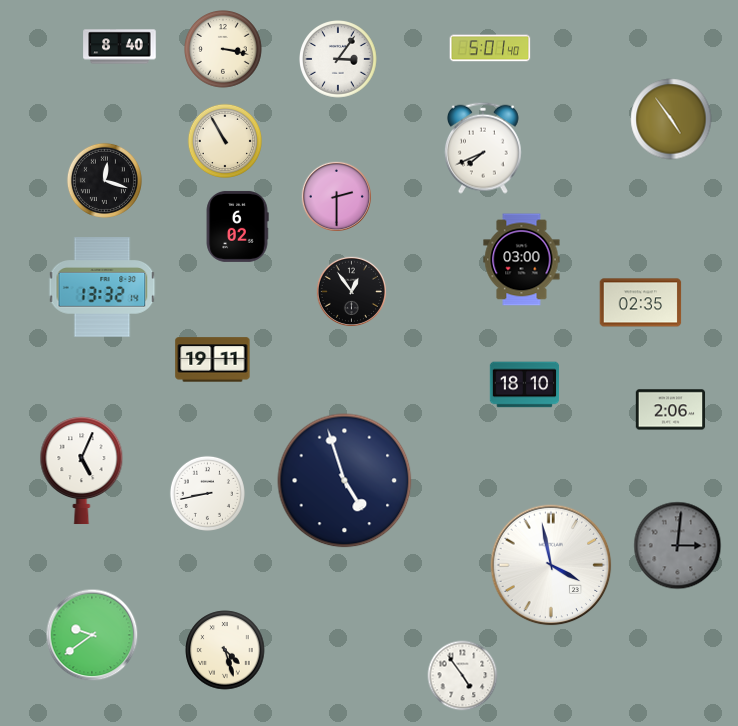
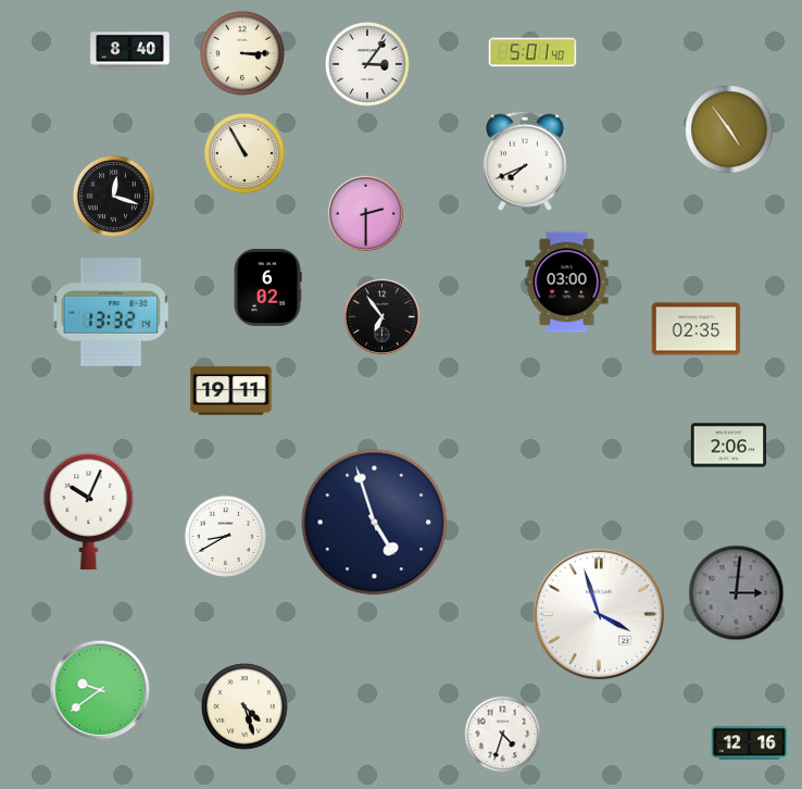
clock at (224, 50): 3:17 -> 3:15
clock at (237, 226) position: (237, 226) -> (267, 287)
clock at (351, 291): 12:54 -> 6:54
clock at (525, 385): 18:10 -> none
clock at (82, 471): 5:04 -> 10:04
clock at (207, 493): 8:43 -> 8:40
clock at (551, 565): 3:58 -> 3:57
clock at (463, 676): 4:54 -> 4:33
clock at (750, 743): none -> 12:16
